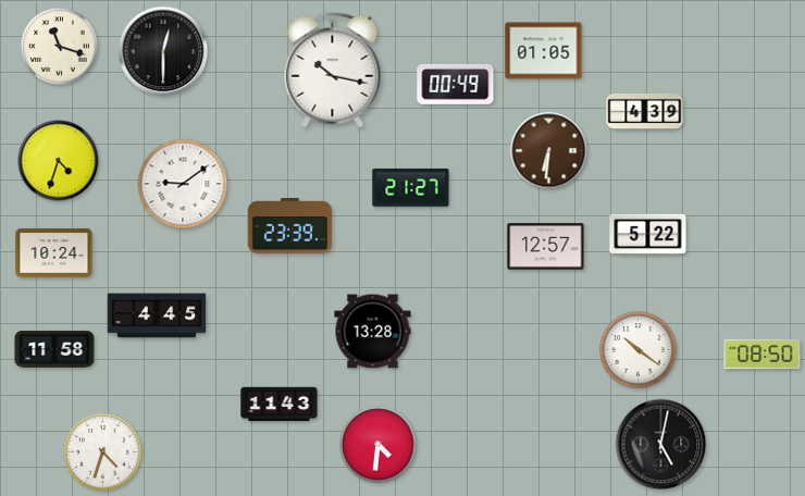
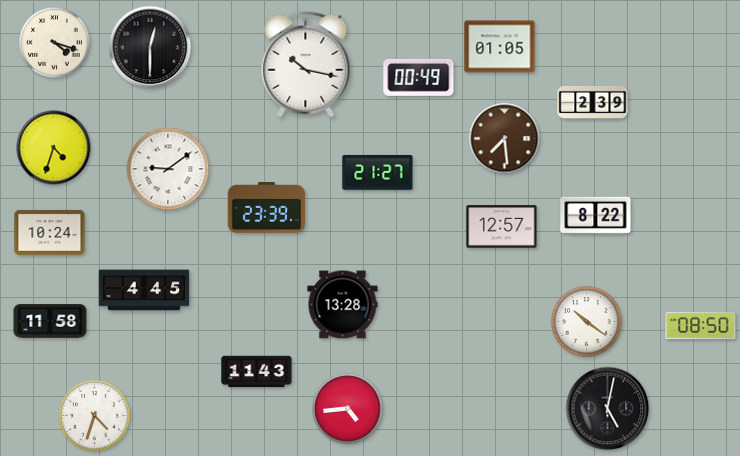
clock at (60, 47): 11:18 -> 4:18
clock at (645, 111): 4:39 -> 2:39
clock at (549, 151): 6:31 -> 7:29
clock at (648, 235): 5:22 -> 8:22
clock at (379, 445): 4:31 -> 4:44
